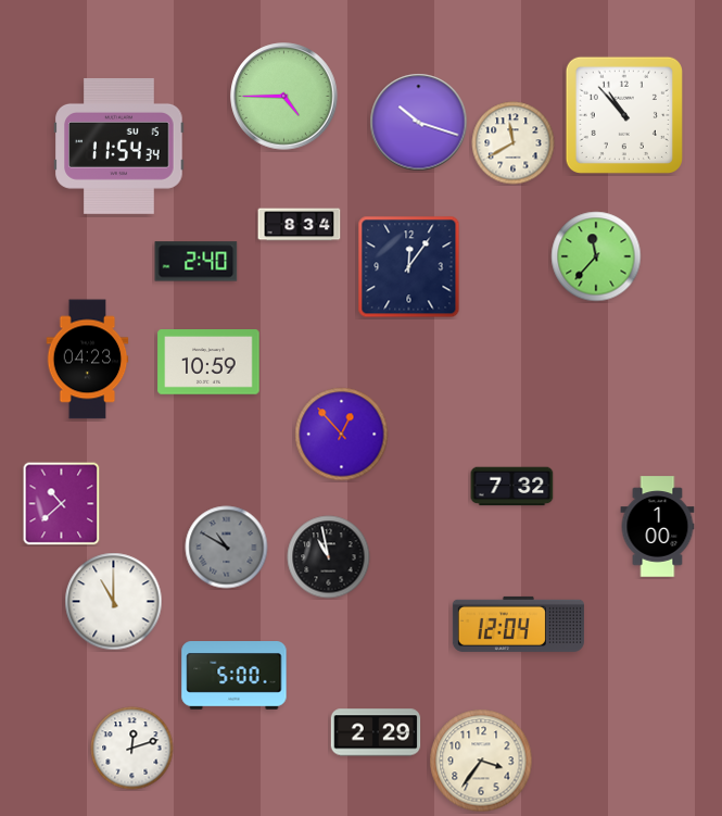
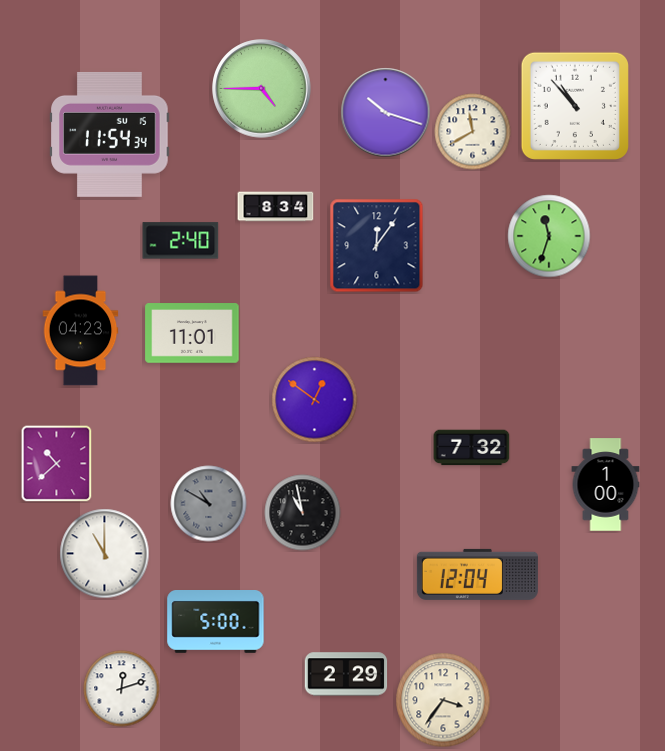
clock at (596, 256): 11:37 -> 11:33
clock at (208, 362): 10:59 -> 11:01
clock at (342, 435): 12:53 -> 12:51
